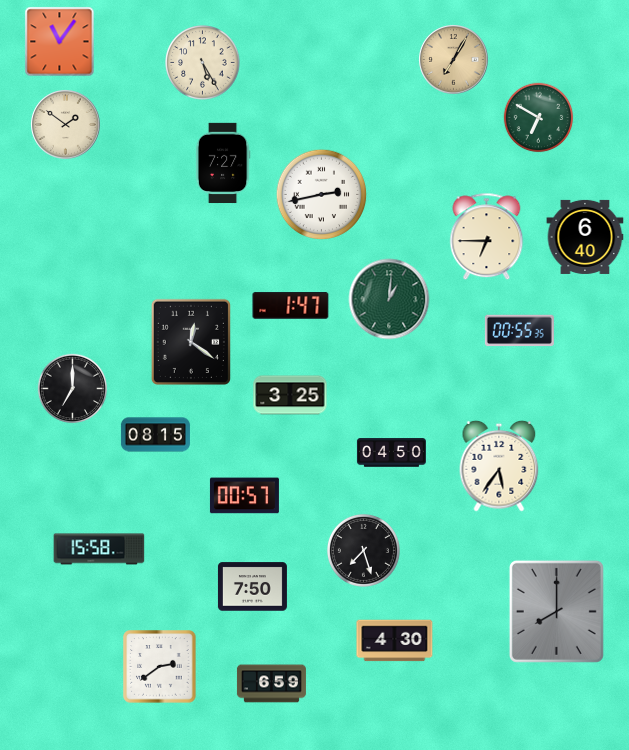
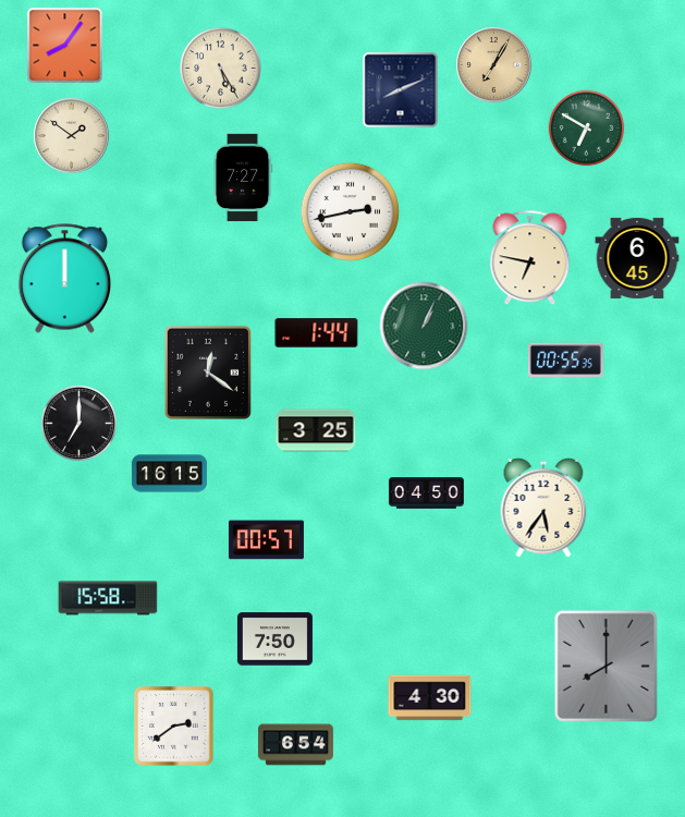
clock at (60, 42): 11:06 -> 8:06
clock at (401, 90): none -> 8:11
clock at (487, 237): 6:45 -> 6:47
clock at (585, 237): 6:40 -> 6:45
clock at (64, 279): none -> 12:00
clock at (389, 299): 1:01 -> 1:04
clock at (291, 306): 1:47 -> 1:44
clock at (155, 435): 08:15 -> 16:15
clock at (363, 550): 7:27 -> none
clock at (271, 684): 6:59 -> 6:54
